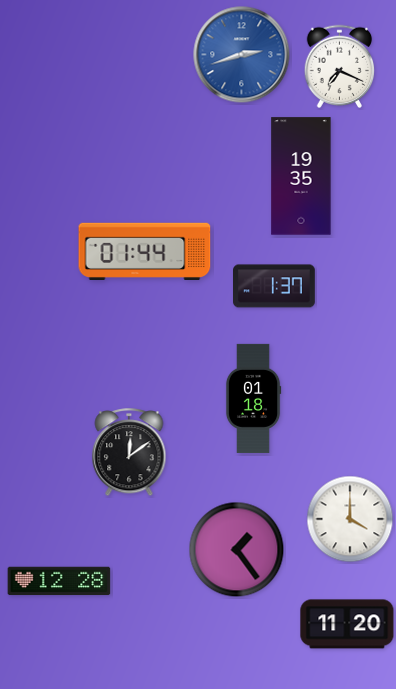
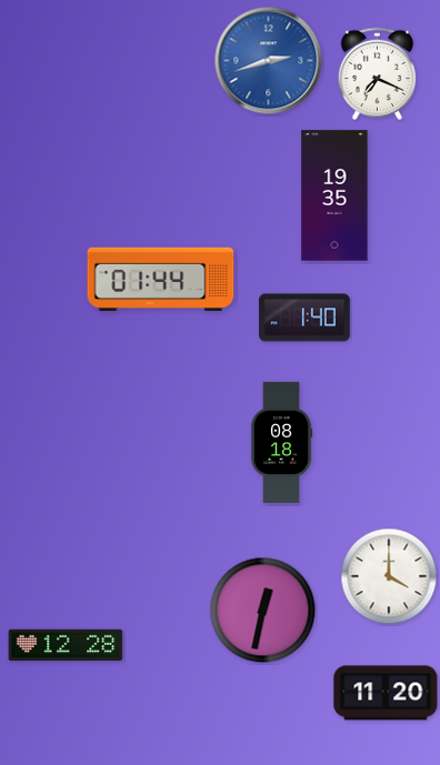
clock at (275, 286): 1:37 -> 1:40
clock at (253, 398): 01:18 -> 08:18
clock at (129, 453): 12:09 -> none
clock at (237, 550): 1:24 -> 12:32
